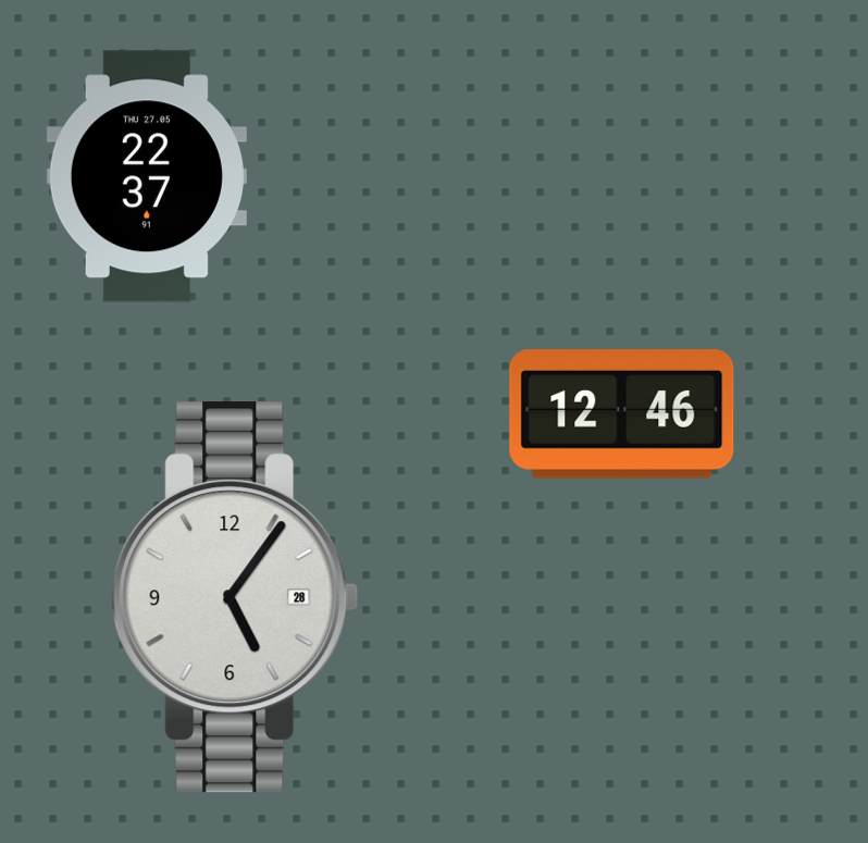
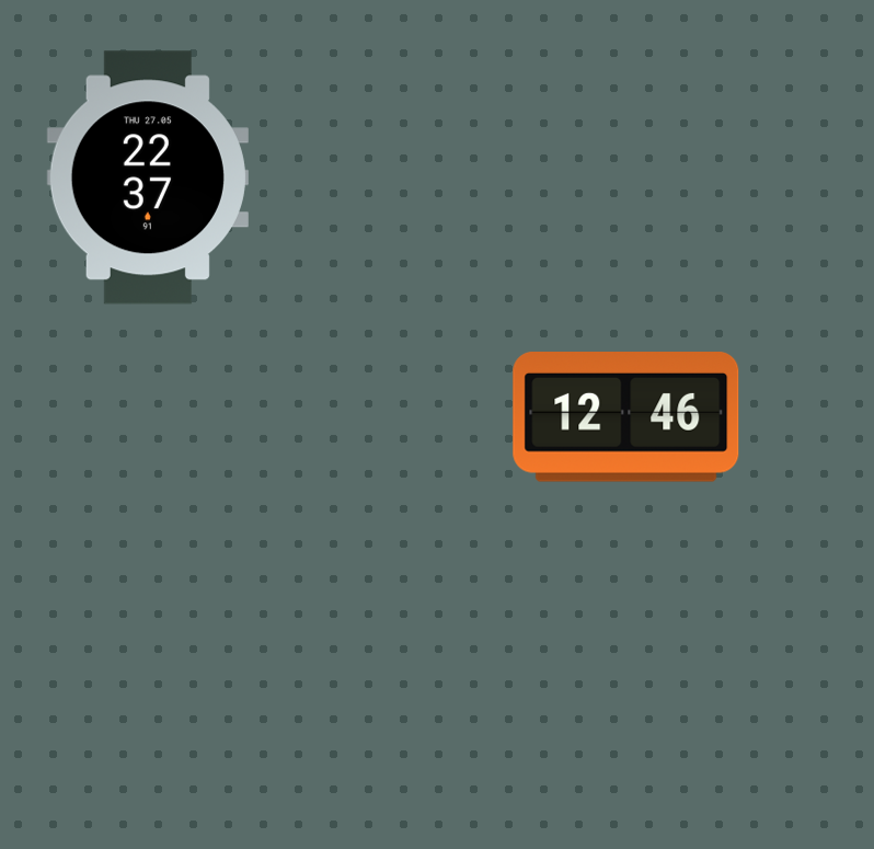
clock at (235, 597): 5:06 -> none
